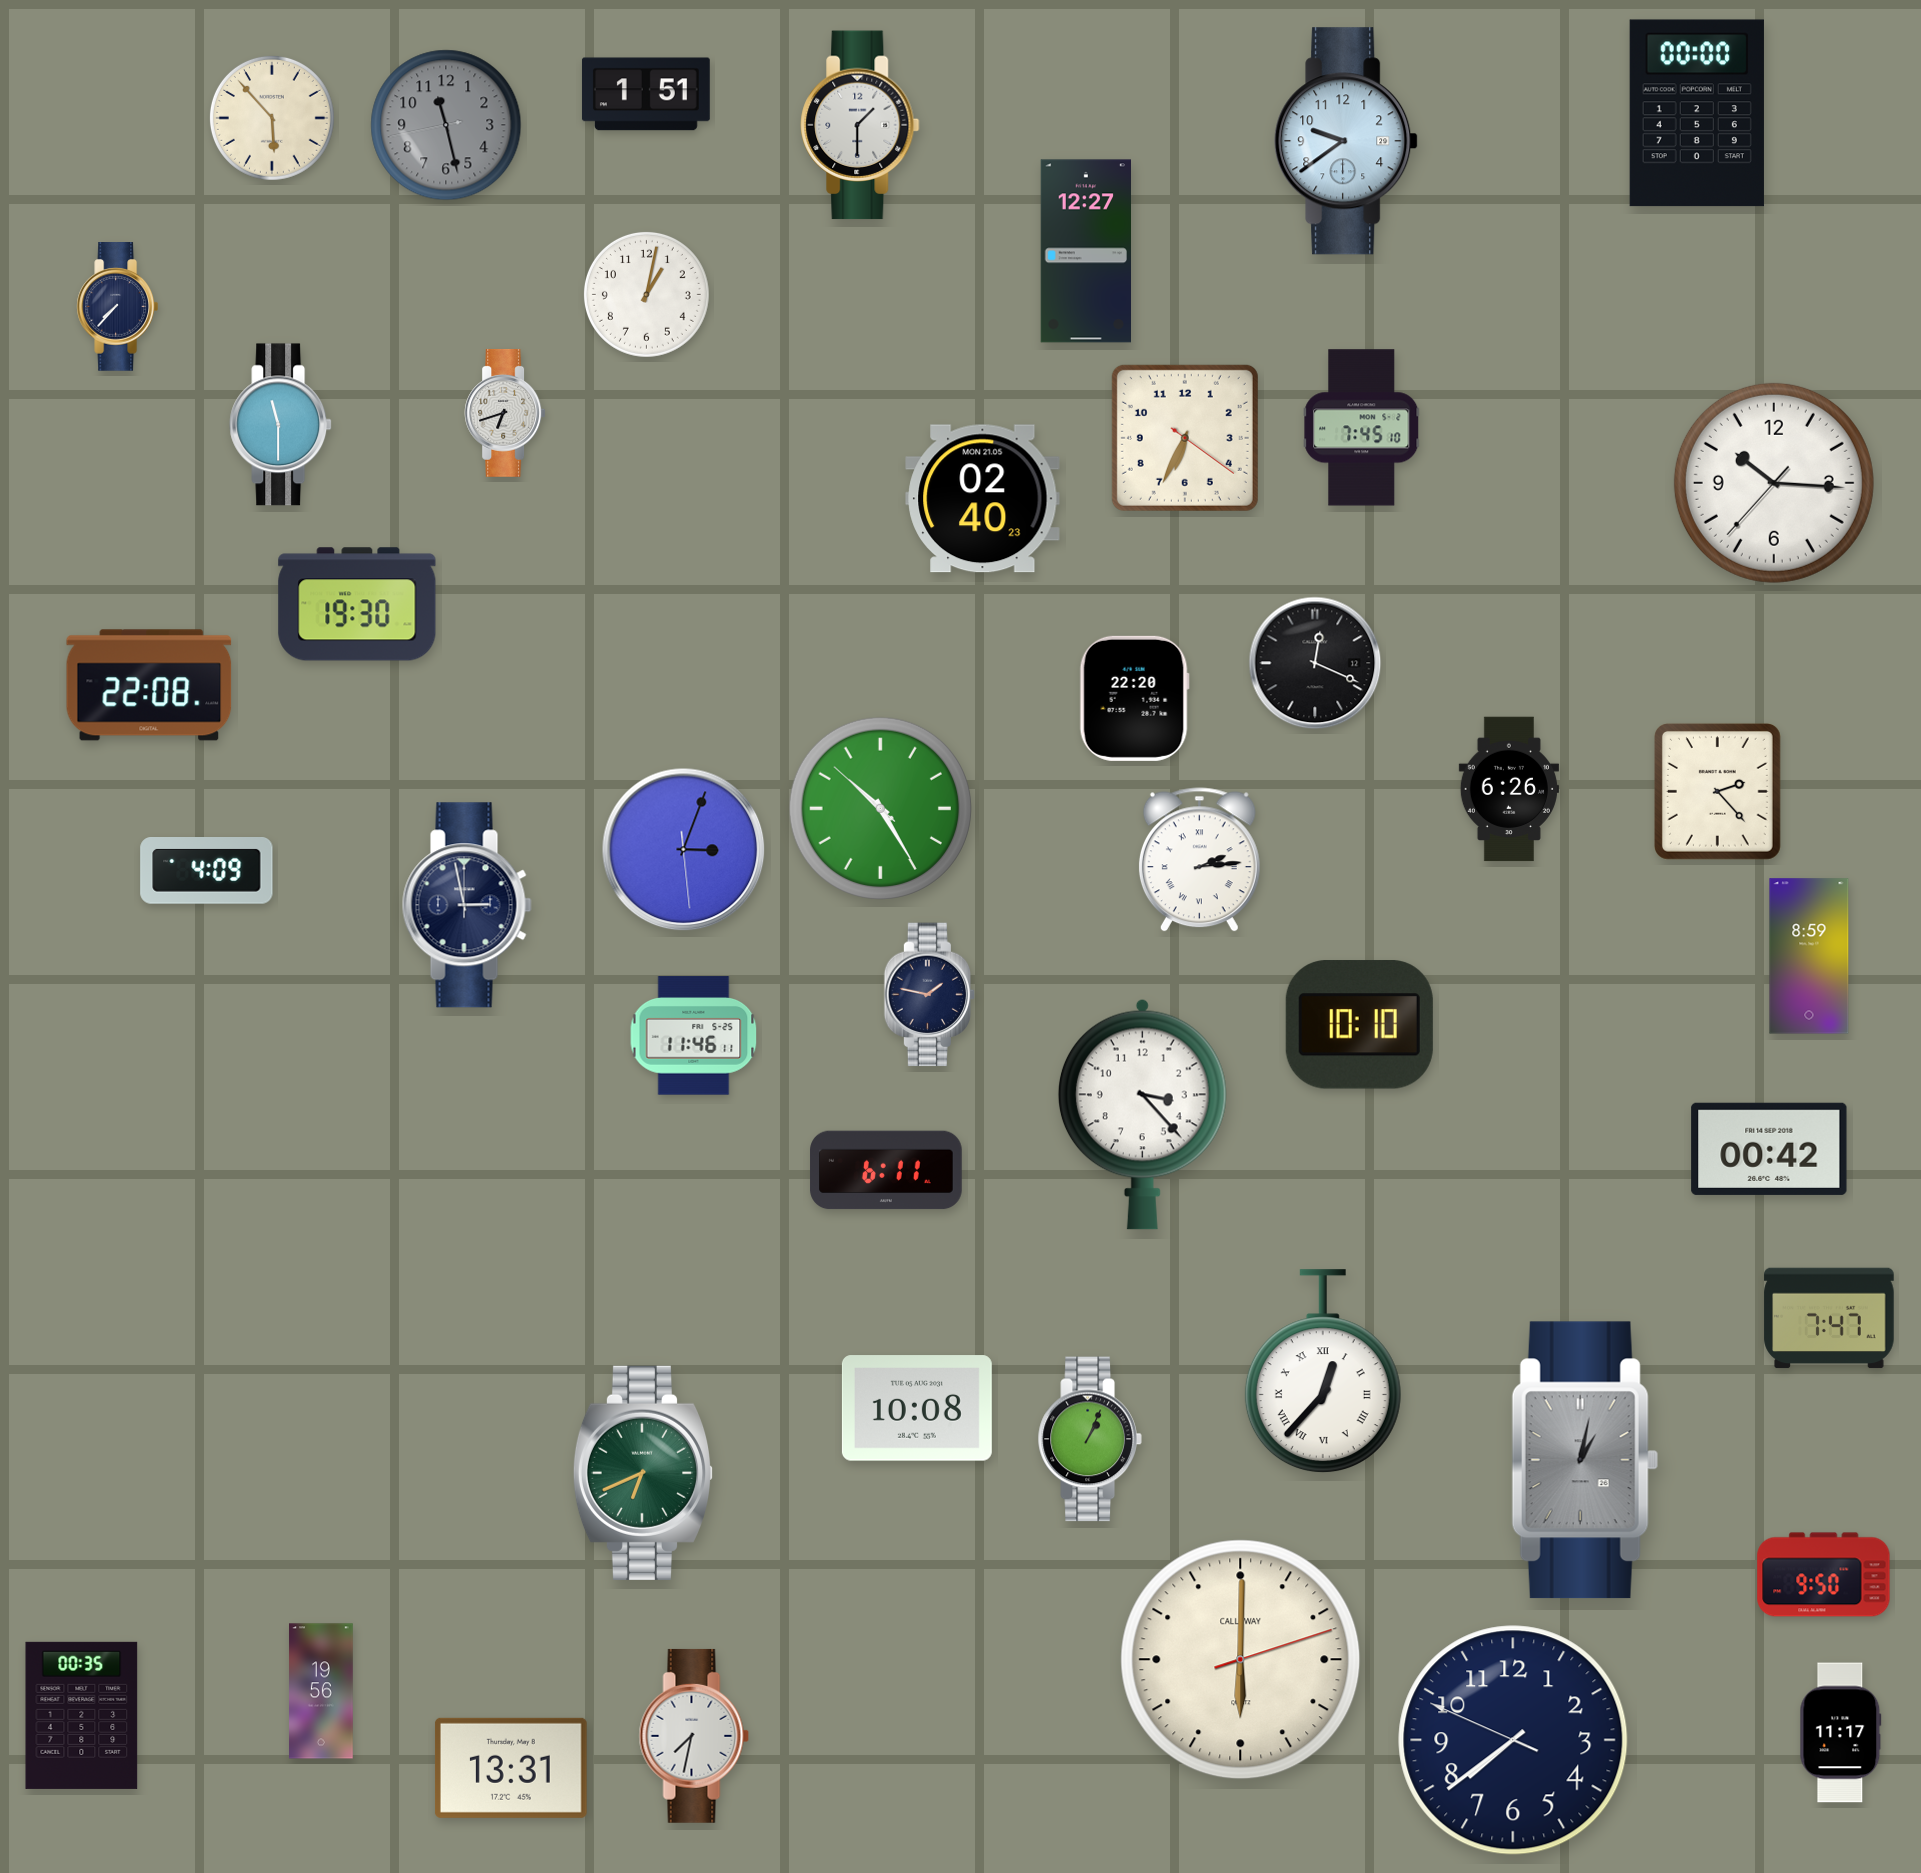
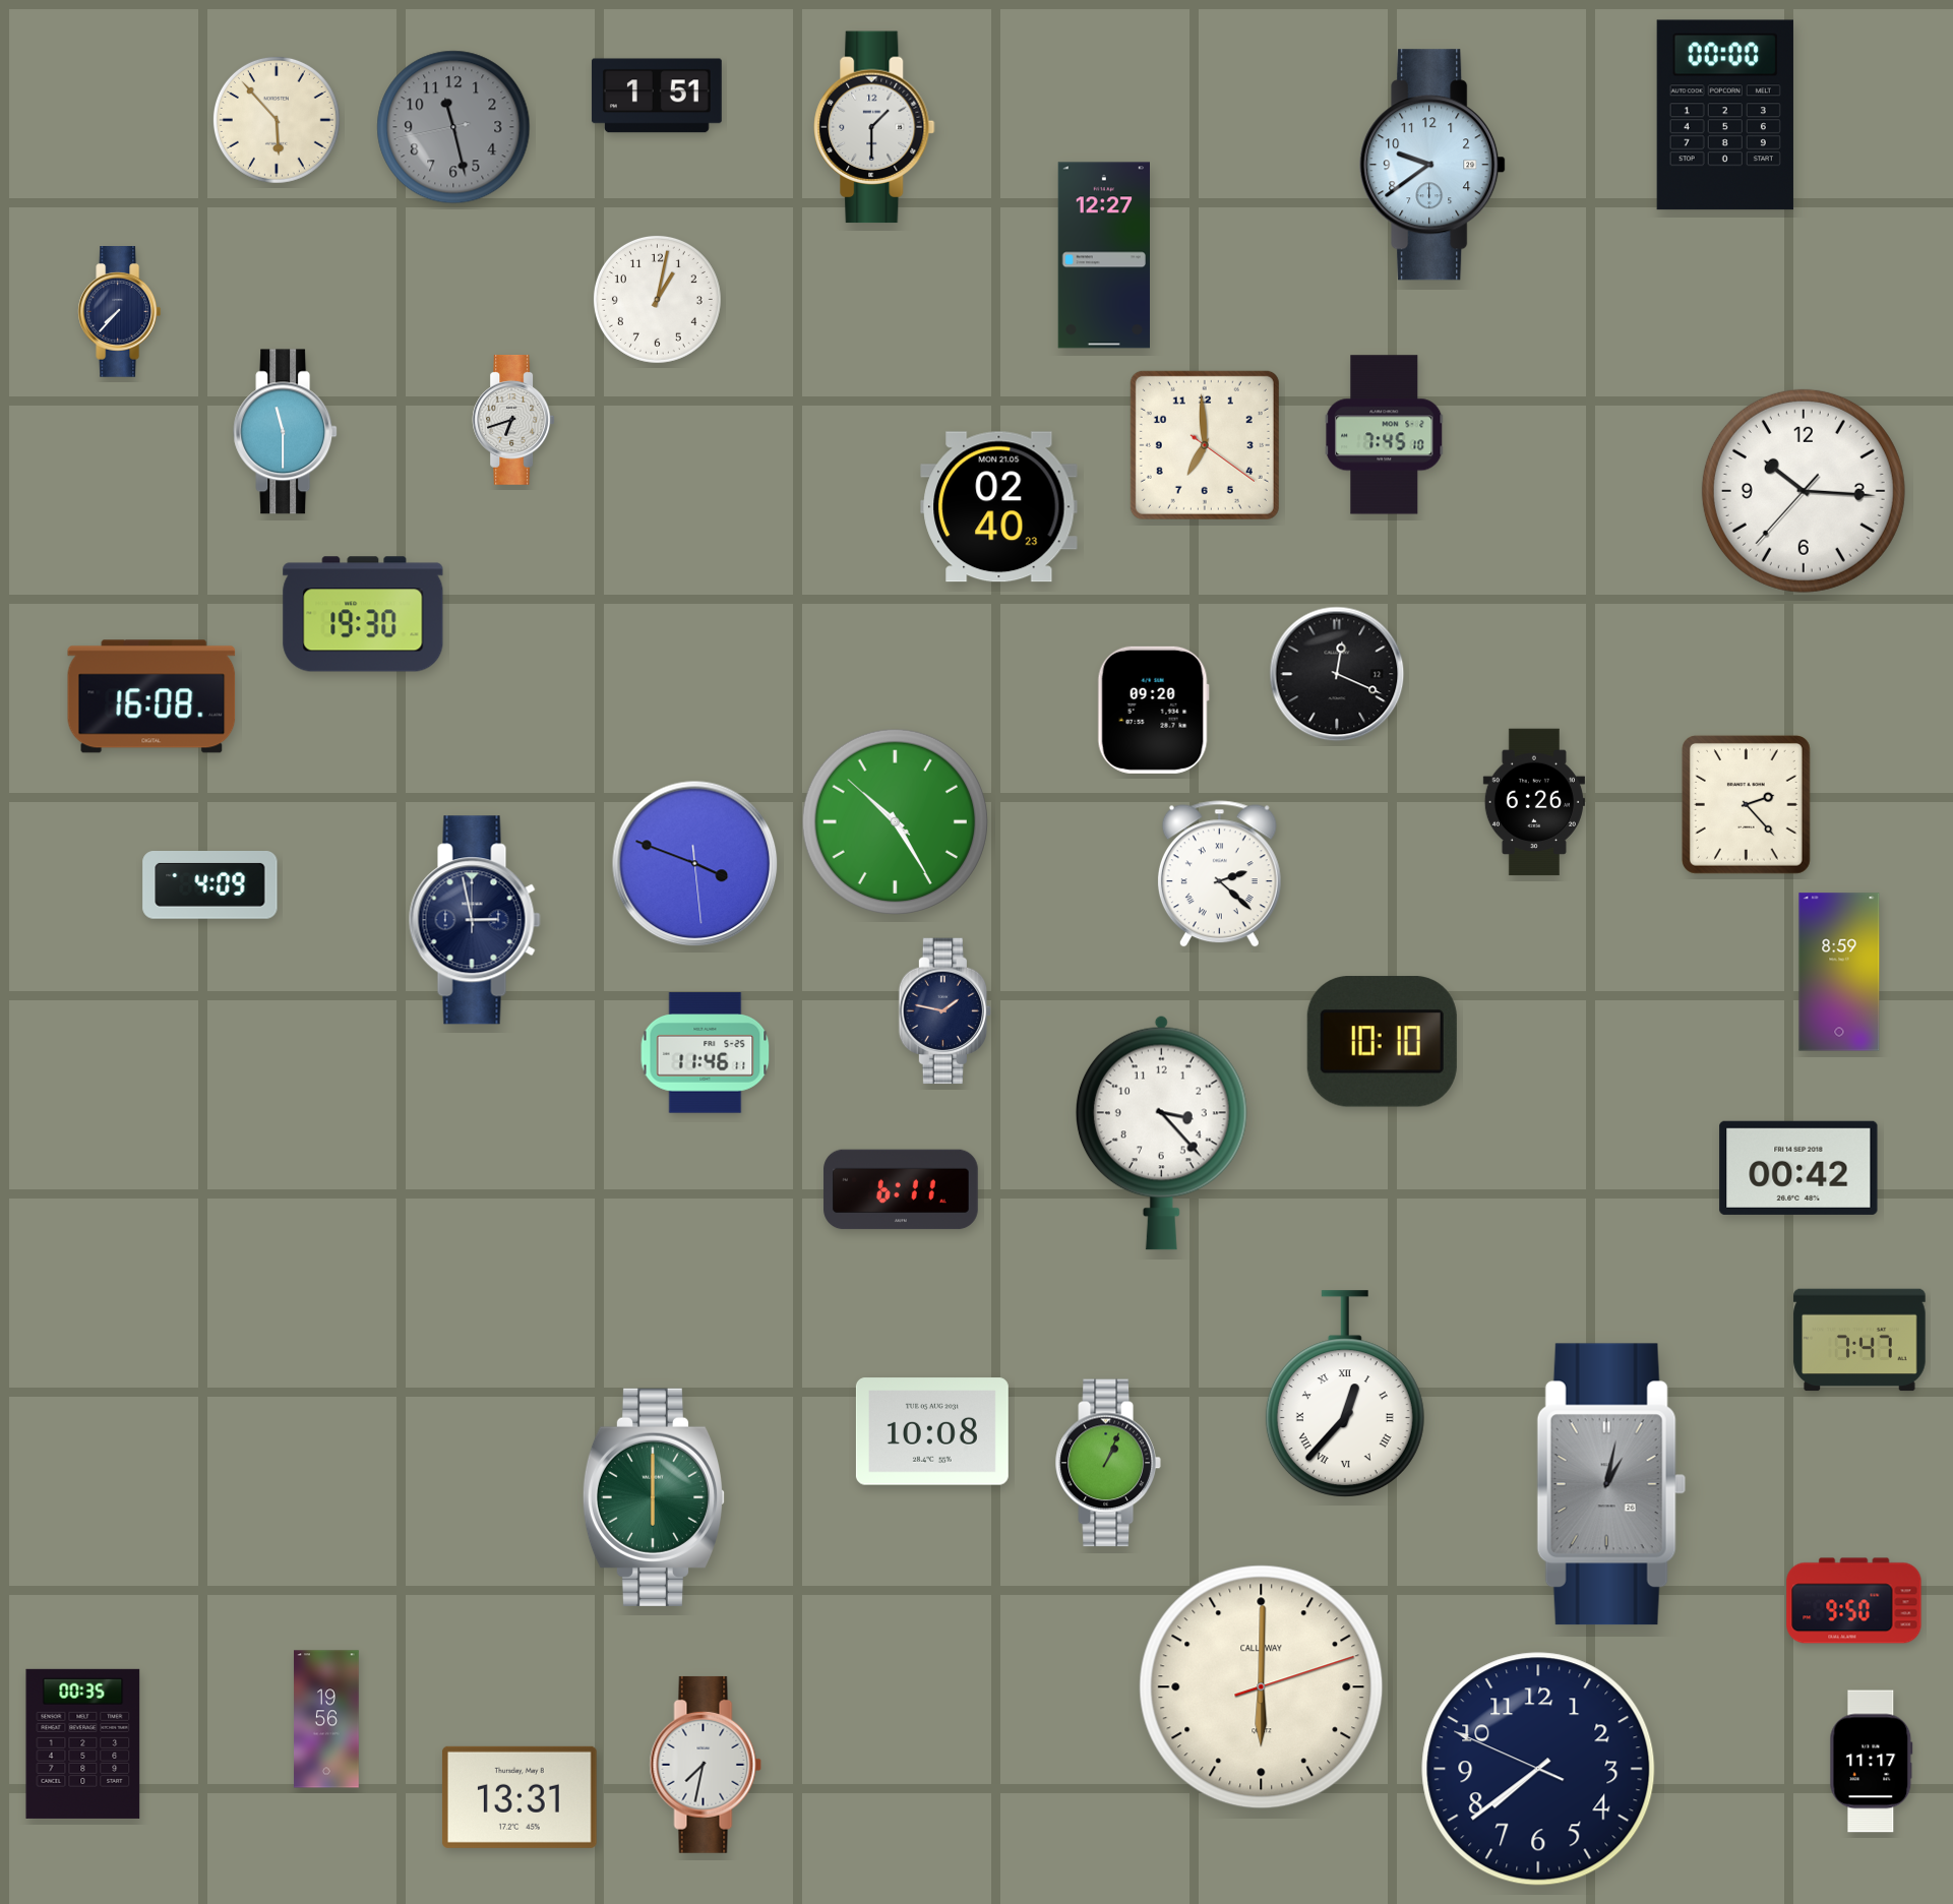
clock at (1346, 141) position: (1346, 141) -> (1432, 165)
clock at (1185, 438): 6:34 -> 6:59
clock at (149, 685): 22:08 -> 16:08
clock at (1134, 698): 22:20 -> 09:20
clock at (684, 850): 3:03 -> 3:48
clock at (1199, 860): 2:14 -> 2:22
clock at (643, 1473): 6:41 -> 6:00
